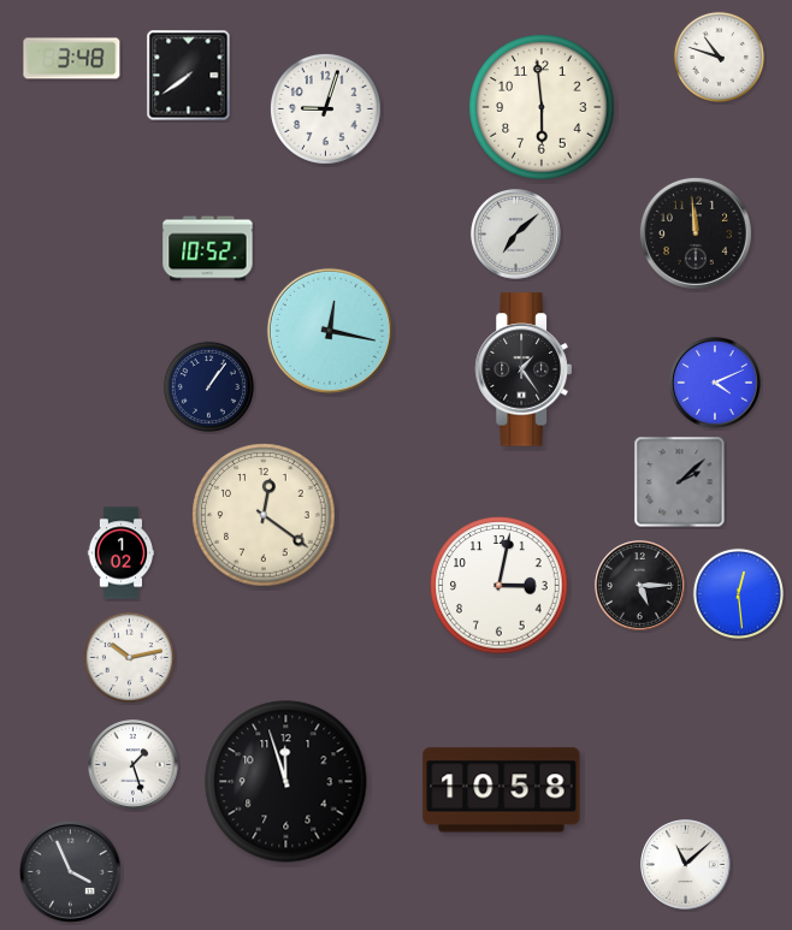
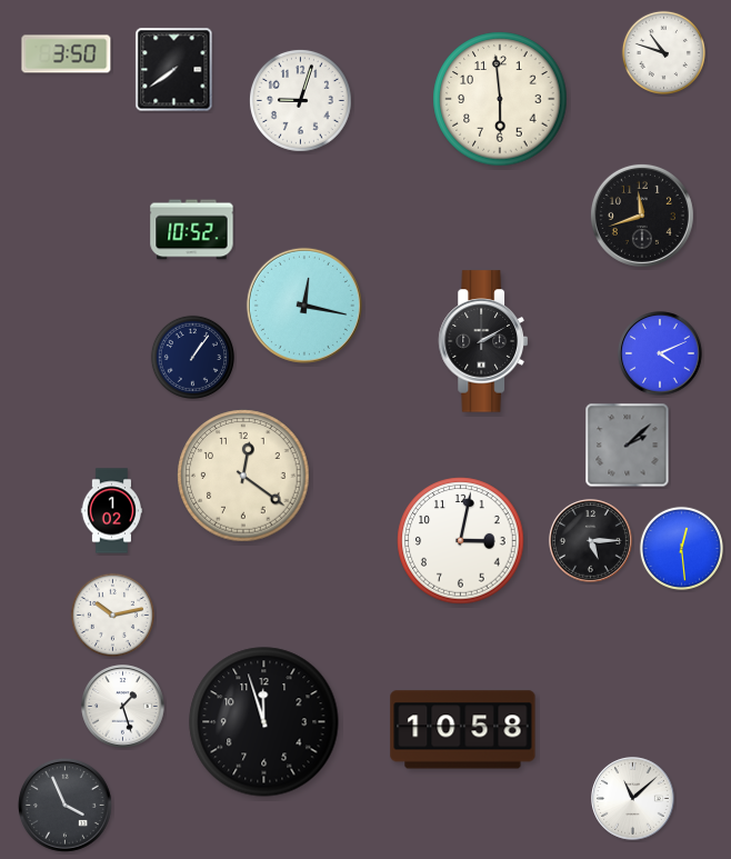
clock at (72, 59): 3:48 -> 3:50
clock at (696, 233): 11:59 -> 11:42
clock at (516, 235): 7:08 -> none
clock at (524, 369): 1:24 -> 2:10
clock at (129, 657) position: (129, 657) -> (112, 615)
